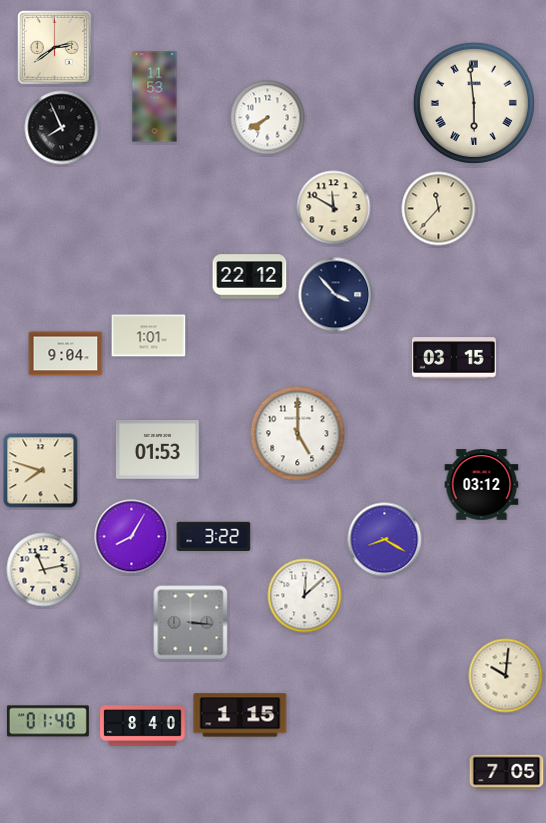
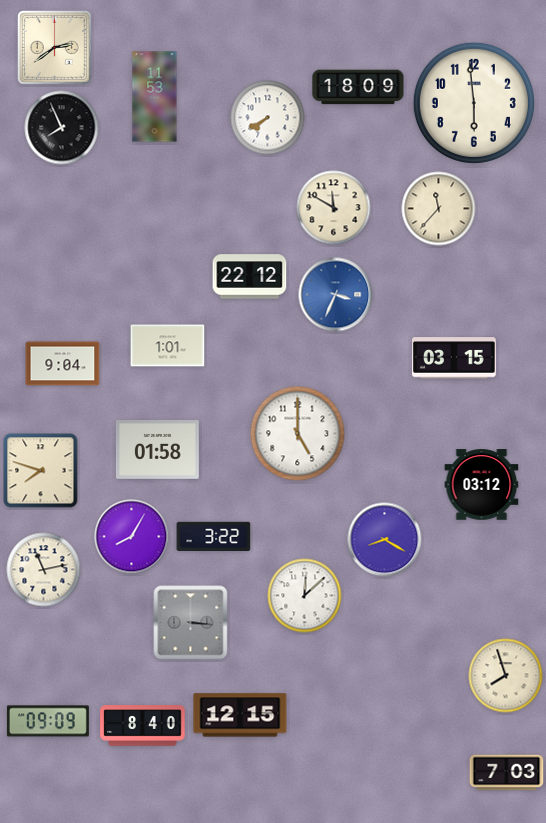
clock at (358, 87): none -> 18:09
clock at (474, 103) numerals: Roman -> Arabic
clock at (336, 295): 3:53 -> 3:34
clock at (336, 295) dial: navy -> blue
clock at (149, 336) position: (149, 336) -> (168, 346)
clock at (66, 354) position: (66, 354) -> (63, 364)
clock at (157, 450): 01:53 -> 01:58
clock at (506, 676): 10:01 -> 7:57
clock at (240, 715): 1:15 -> 12:15
clock at (48, 721): 01:40 -> 09:09
clock at (507, 773): 7:05 -> 7:03
